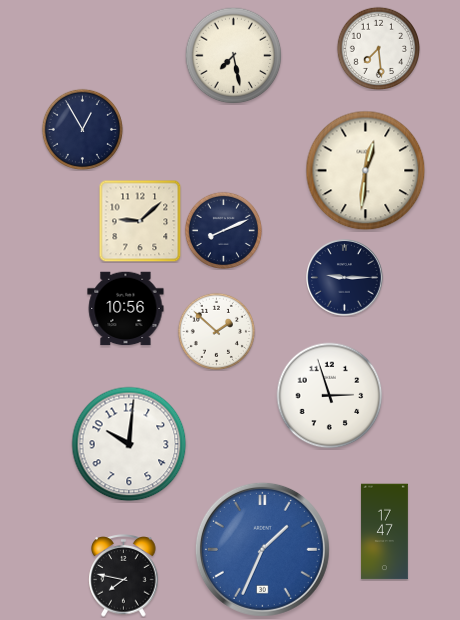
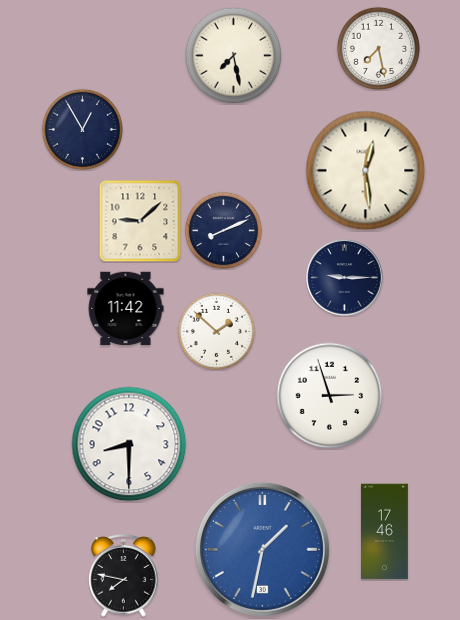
clock at (378, 48): 7:29 -> 7:28
clock at (366, 171): 12:31 -> 12:29
clock at (126, 309): 10:56 -> 11:42
clock at (129, 444): 10:01 -> 8:30
clock at (384, 532): 17:47 -> 17:46
clock at (262, 549): 1:34 -> 1:32
